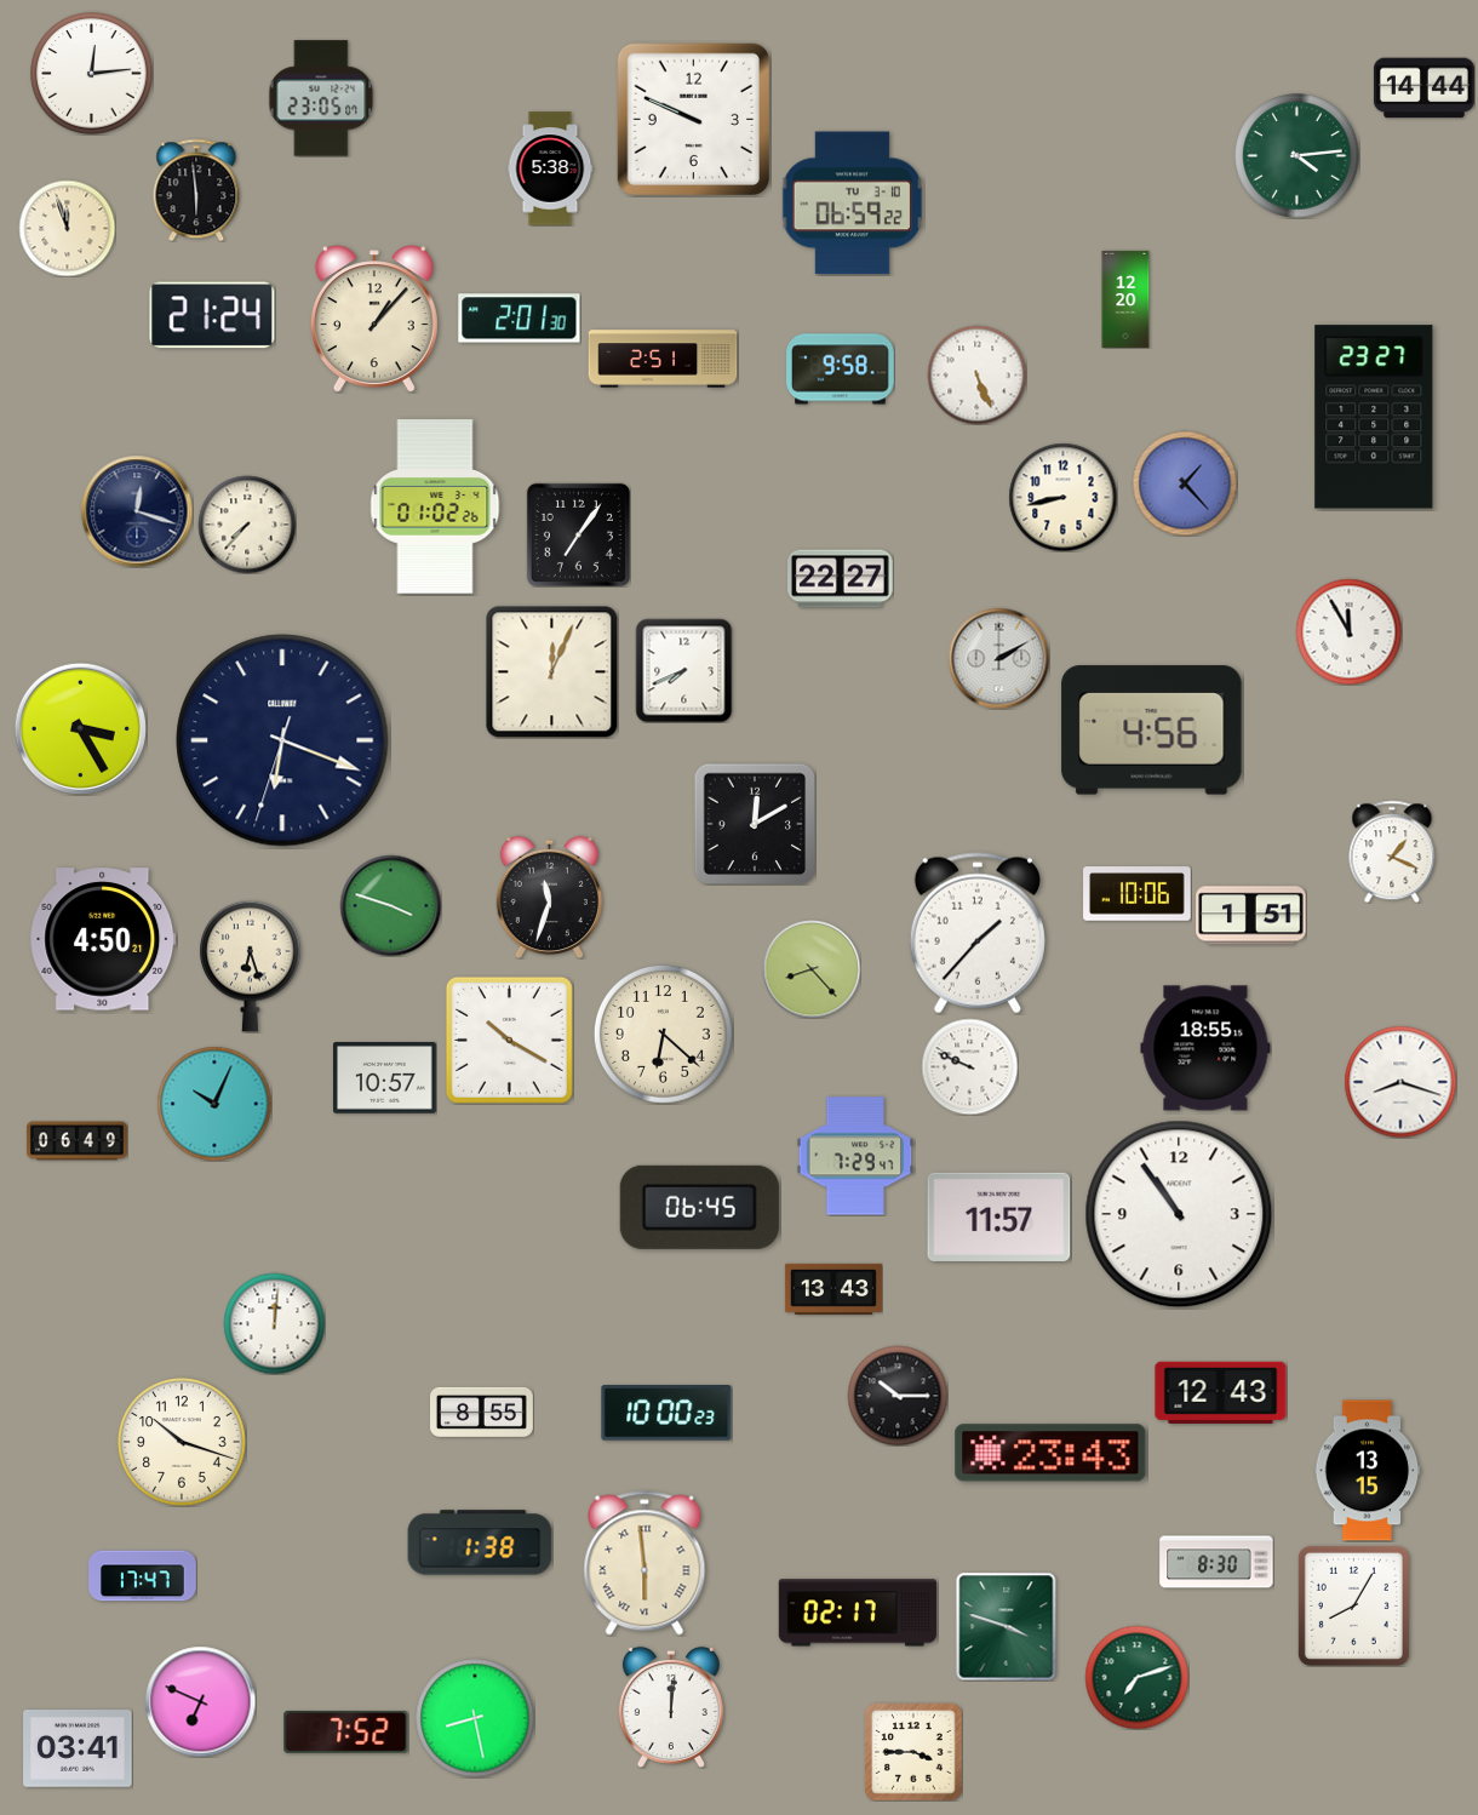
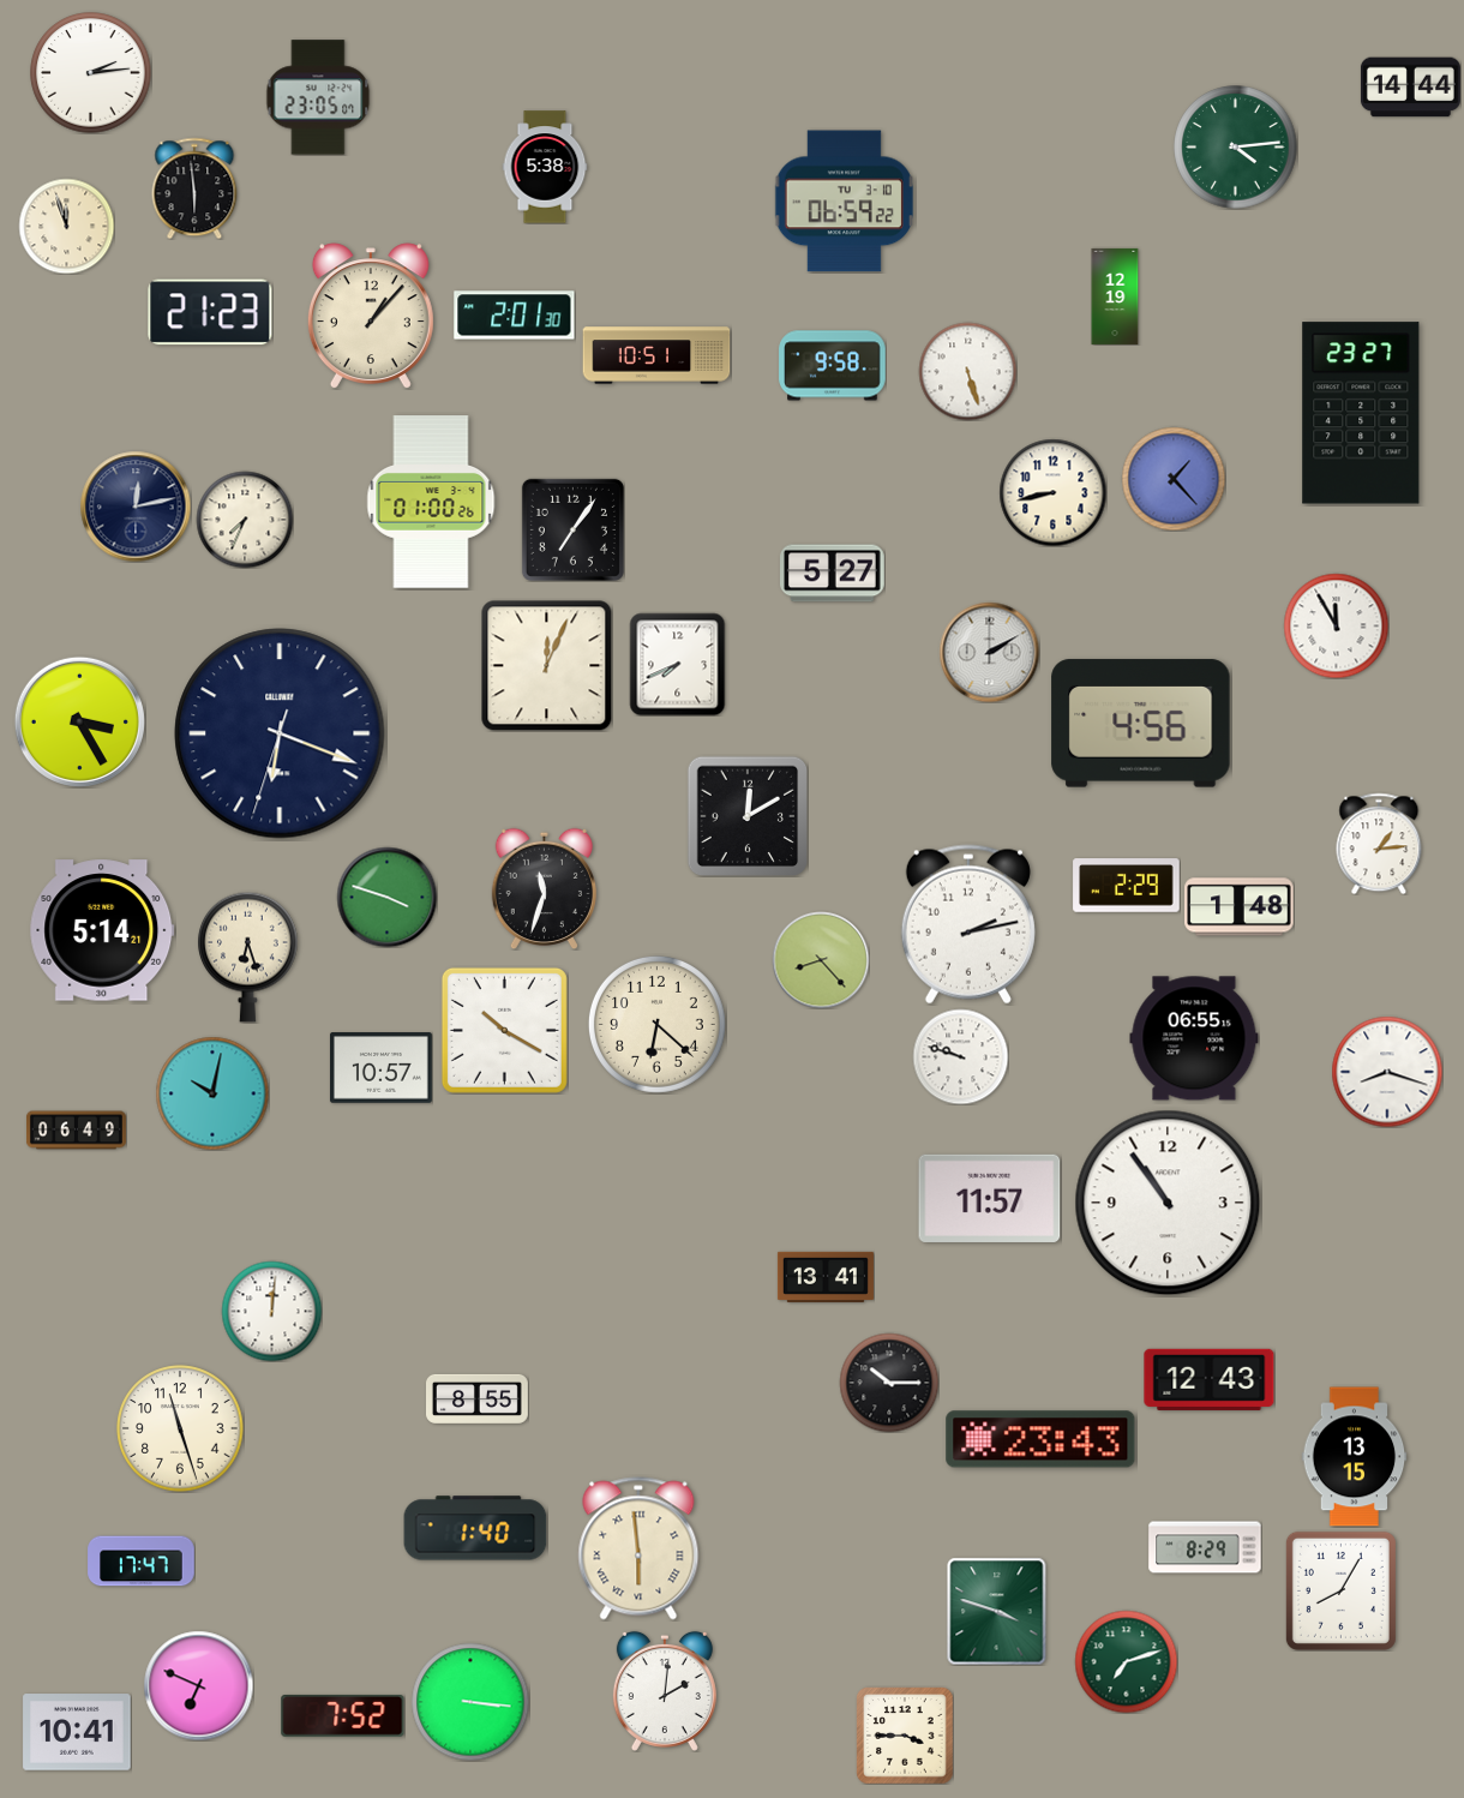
clock at (92, 74): 12:14 -> 2:14
clock at (693, 119): 9:49 -> none
clock at (1297, 156) position: (1297, 156) -> (1236, 148)
clock at (1125, 299): 12:20 -> 12:19
clock at (212, 315): 21:24 -> 21:23
clock at (663, 359): 2:51 -> 10:51
clock at (976, 374): 5:26 -> 5:27
clock at (435, 506): 01:02 -> 01:00
clock at (137, 511): 12:18 -> 12:13
clock at (247, 525): 7:37 -> 7:34
clock at (841, 579): 22:27 -> 5:27
clock at (1392, 852): 1:19 -> 1:14
clock at (1138, 894): 10:06 -> 2:29
clock at (1251, 916): 1:51 -> 1:48
clock at (978, 933): 1:37 -> 2:13
clock at (103, 939): 4:50 -> 5:14
clock at (812, 969) position: (812, 969) -> (821, 960)
clock at (1205, 1048): 18:55 -> 06:55
clock at (969, 1066): 9:49 -> 9:48
clock at (214, 1104): 10:04 -> 10:02
clock at (855, 1156): 7:29 -> none
clock at (699, 1207): 06:45 -> none
clock at (999, 1216) position: (999, 1216) -> (990, 1198)
clock at (833, 1289): 13:43 -> 13:41
clock at (666, 1414): 10:00 -> none
clock at (182, 1442): 10:18 -> 11:27
clock at (480, 1542): 1:38 -> 1:40
clock at (1216, 1562): 8:30 -> 8:29
clock at (858, 1613): 02:17 -> none
clock at (671, 1707): 12:01 -> 2:01
clock at (475, 1718): 8:28 -> 3:16
clock at (78, 1748): 03:41 -> 10:41
